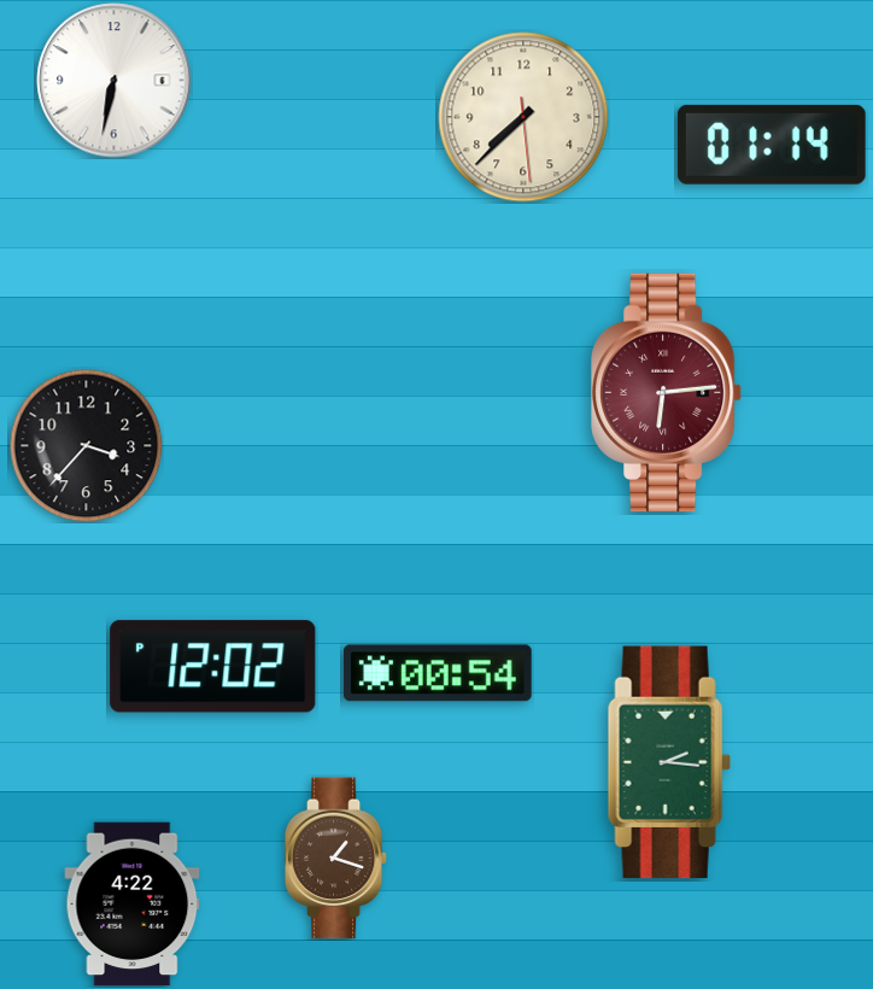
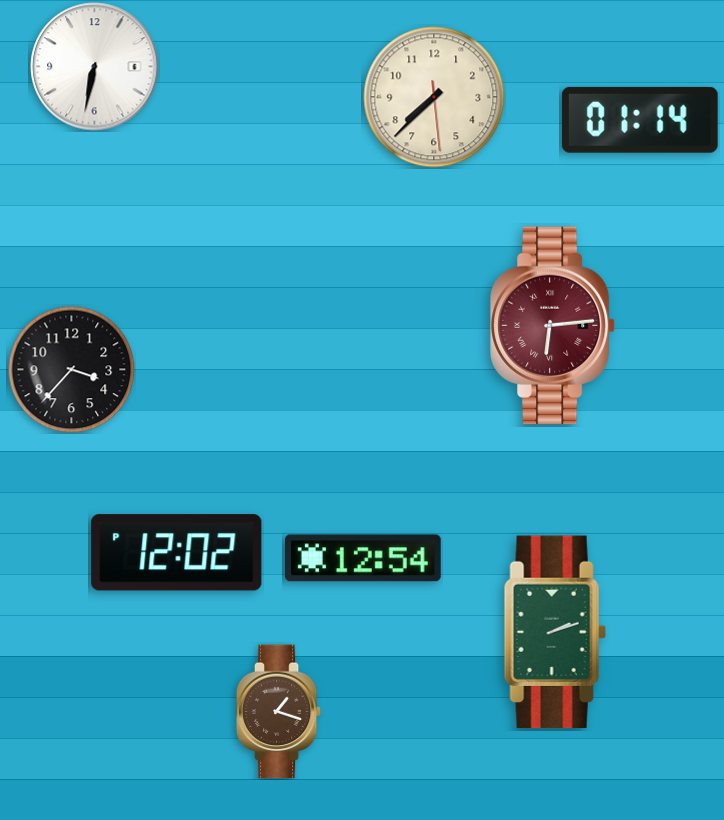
clock at (438, 673): 00:54 -> 12:54
clock at (669, 762): 2:16 -> 2:12
clock at (133, 905): 4:22 -> none
